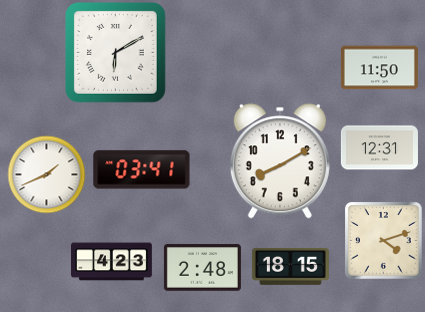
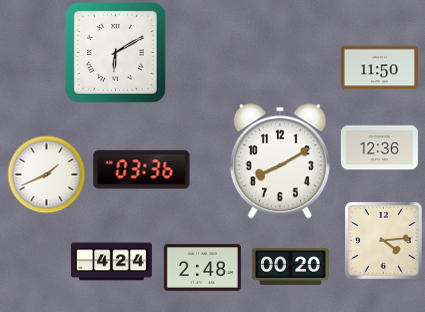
clock at (379, 148): 12:31 -> 12:36
clock at (142, 170): 03:41 -> 03:36
clock at (383, 240): 4:12 -> 4:14
clock at (112, 262): 4:23 -> 4:24
clock at (290, 266): 18:15 -> 00:20
